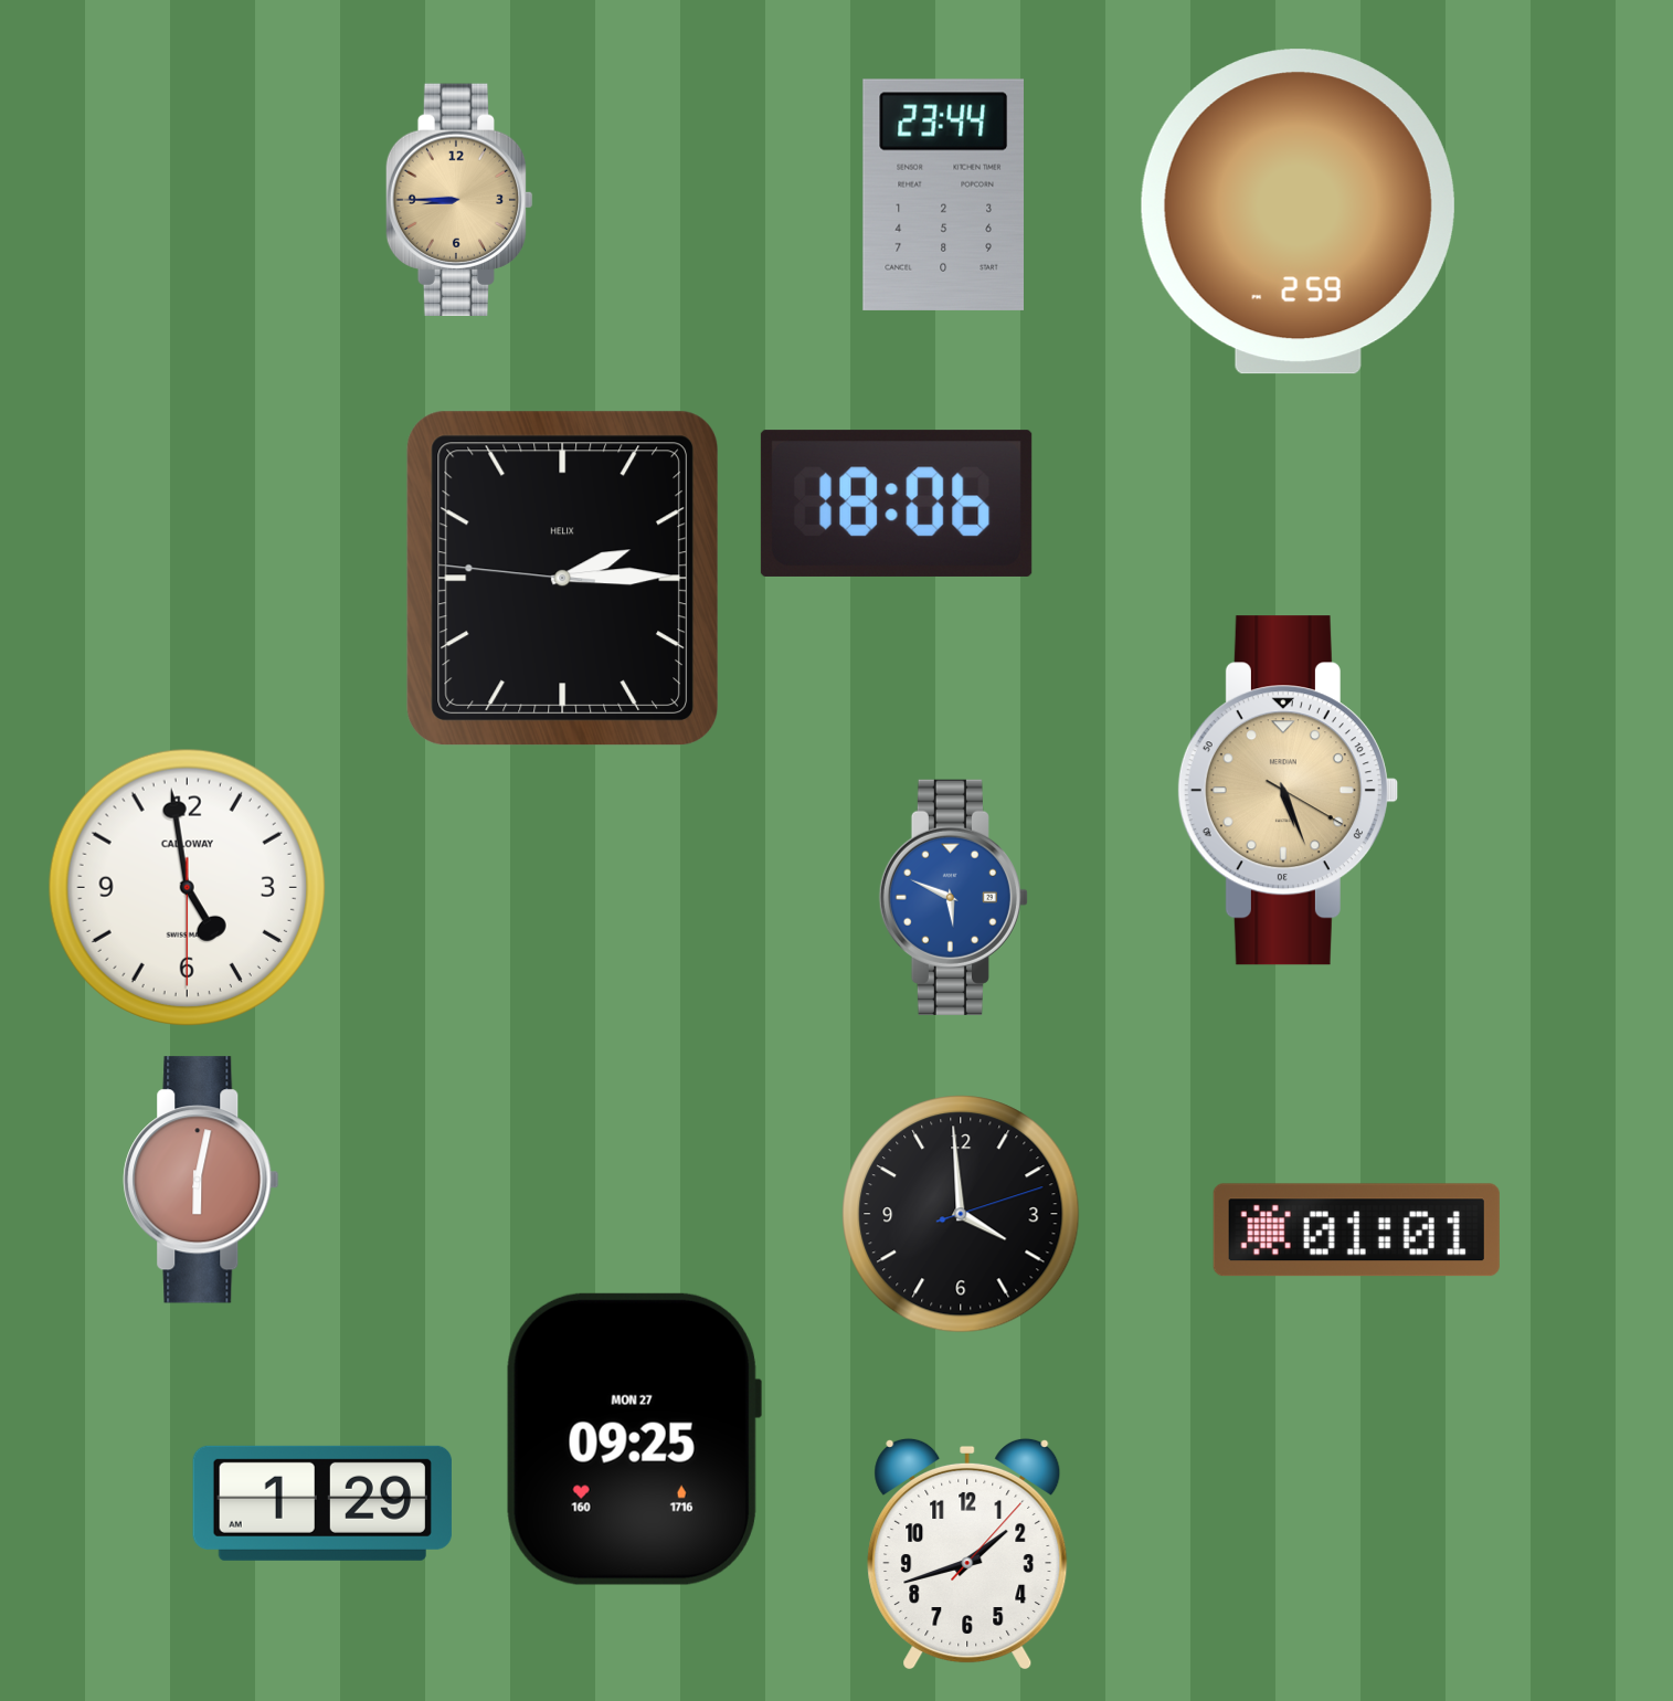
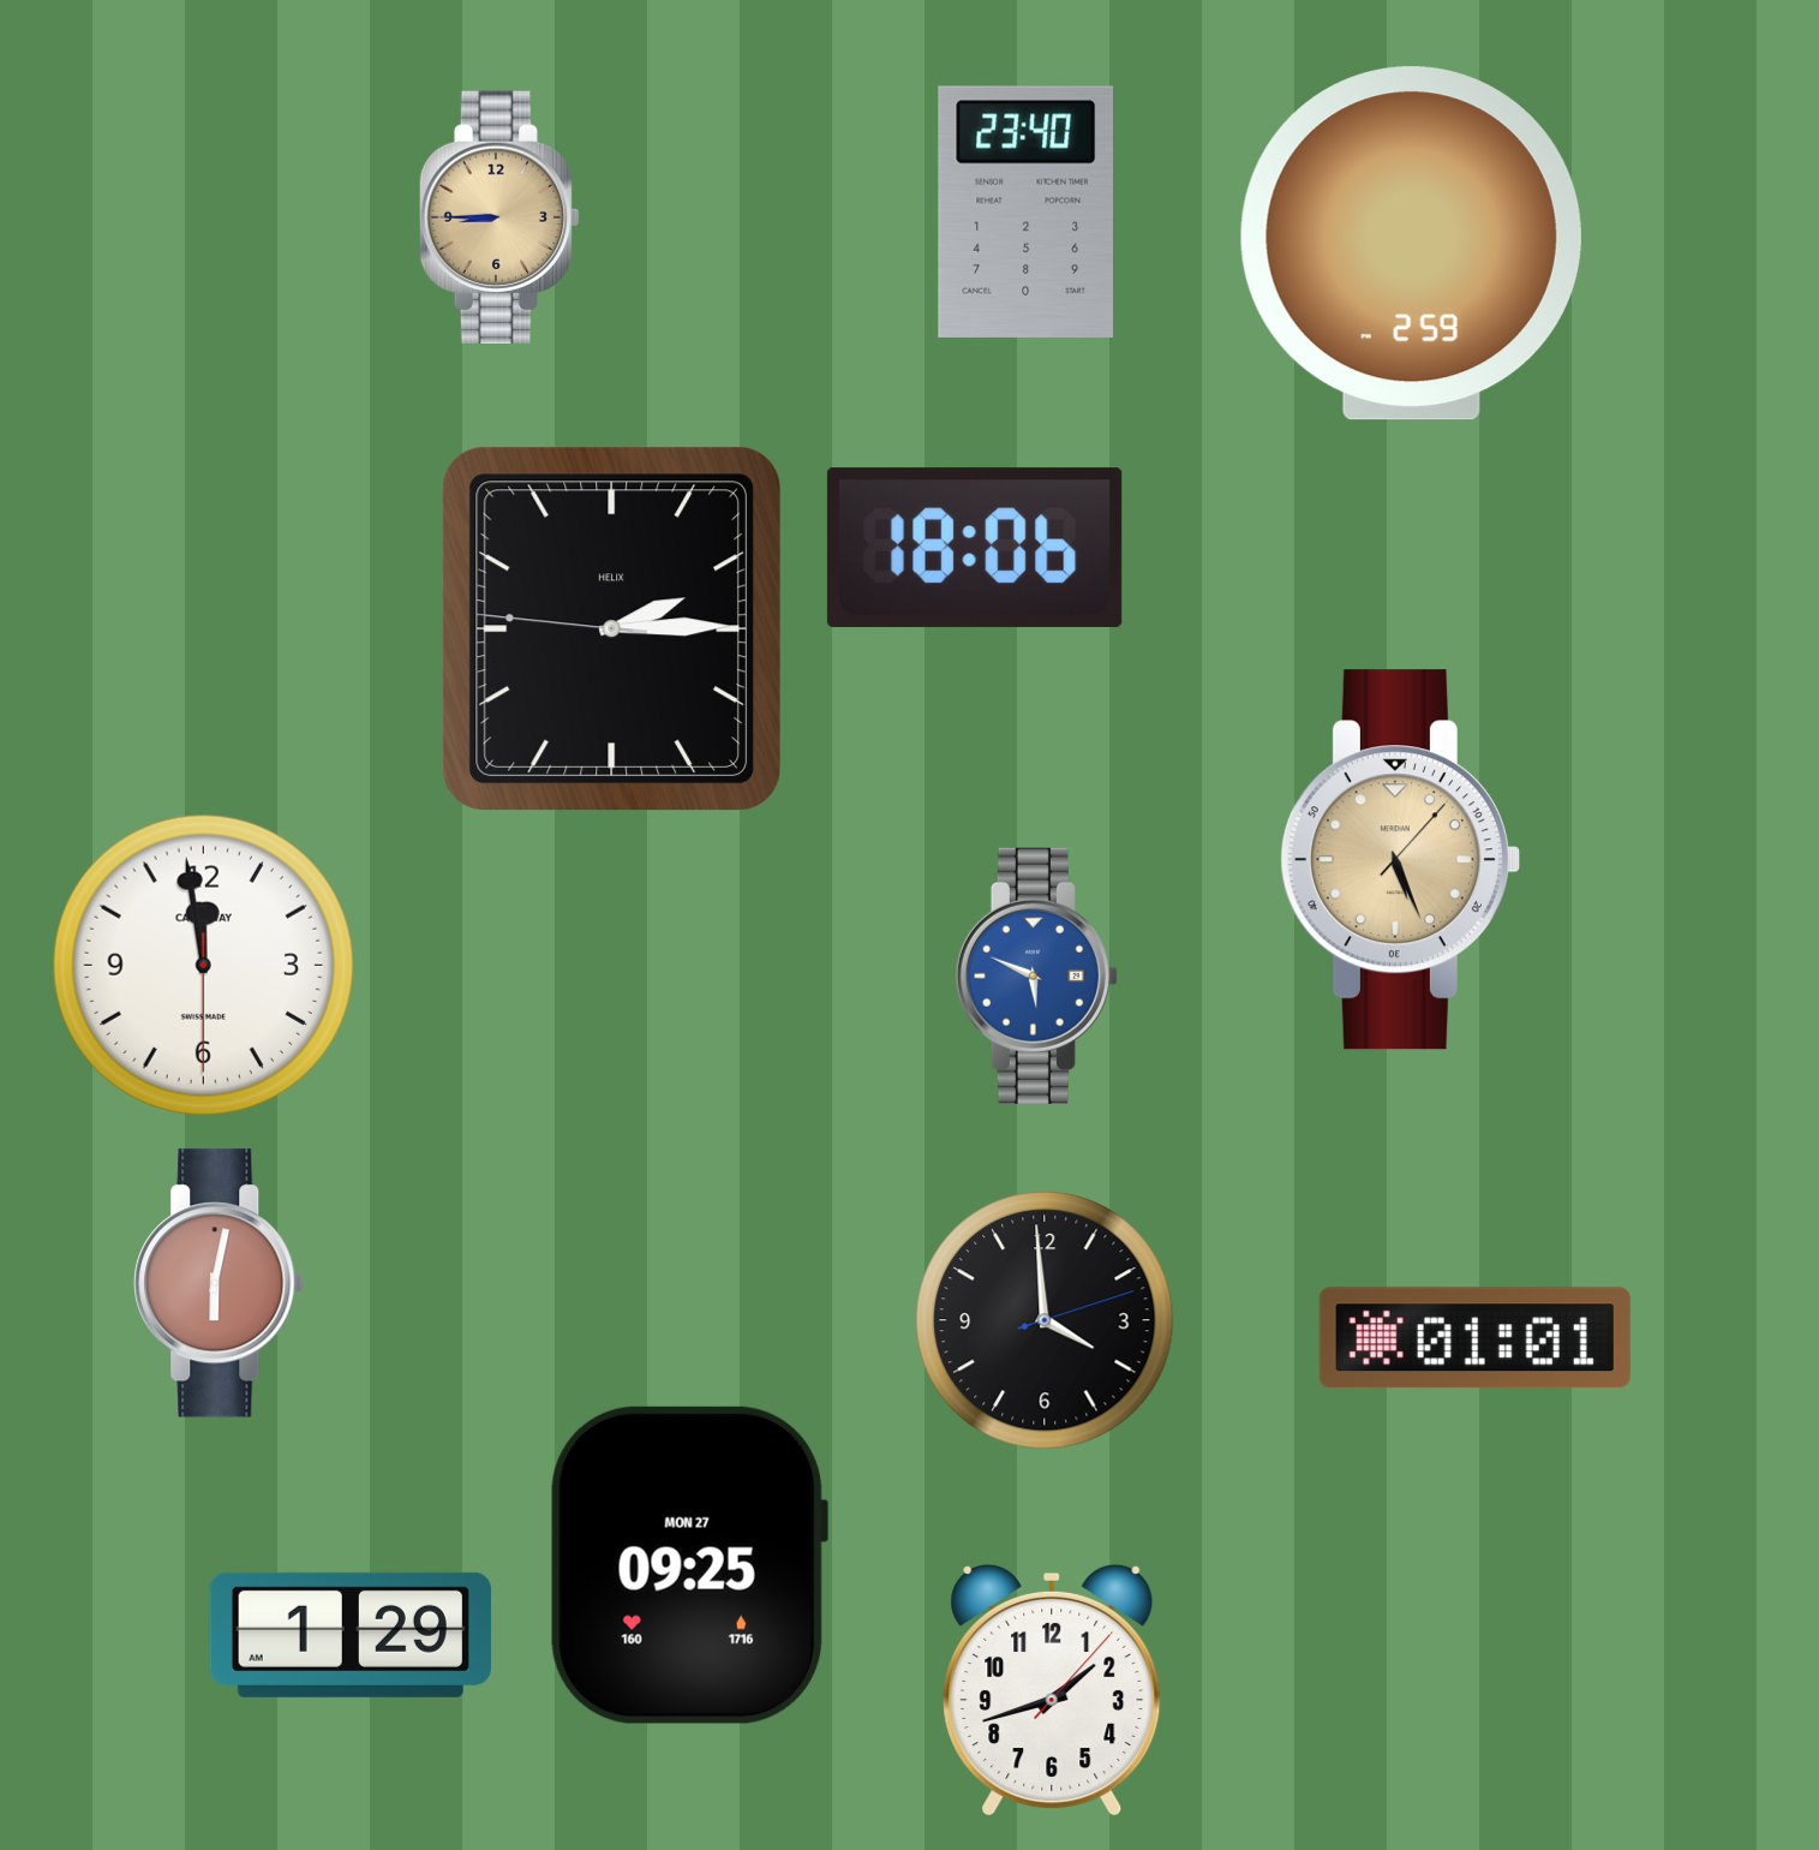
clock at (943, 194): 23:44 -> 23:40
clock at (1298, 212) position: (1298, 212) -> (1411, 244)
clock at (1288, 791): 5:26:20 -> 5:26:07
clock at (187, 887): 4:58 -> 11:58
